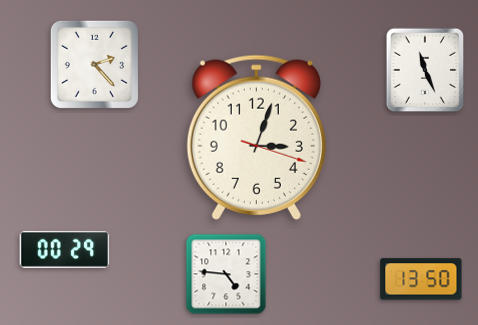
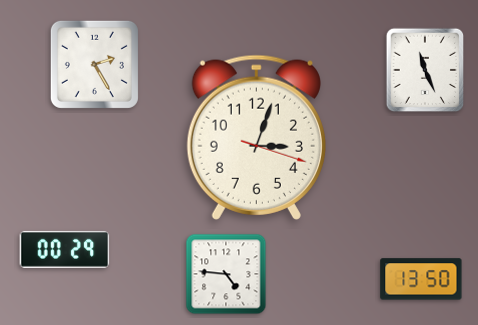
clock at (94, 64): 2:23 -> 2:25
